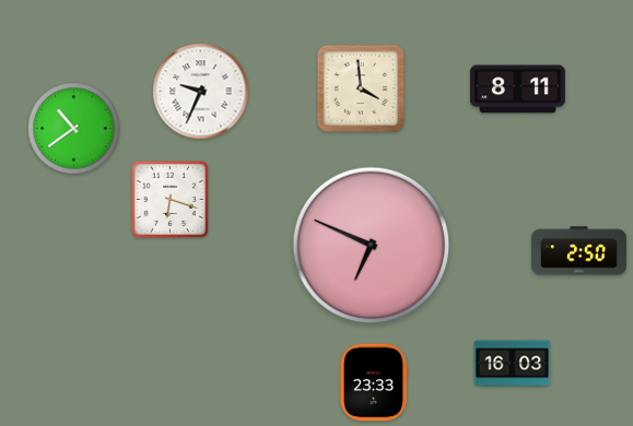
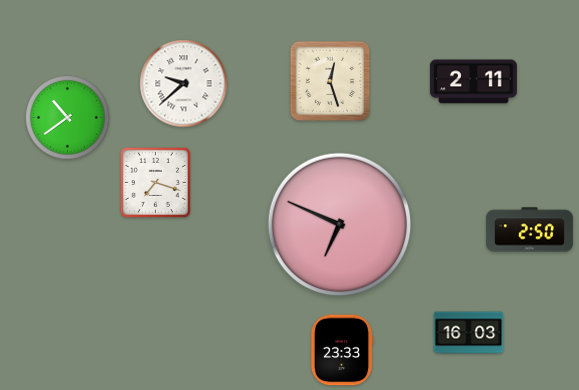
clock at (361, 88): 3:59 -> 12:27
clock at (517, 90): 8:11 -> 2:11
clock at (201, 92): 9:34 -> 9:38
clock at (169, 199): 6:18 -> 7:18
